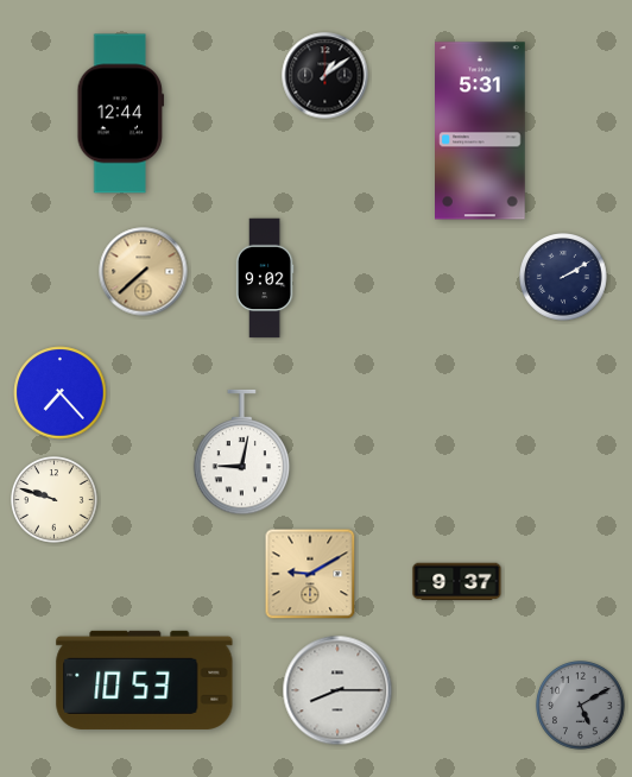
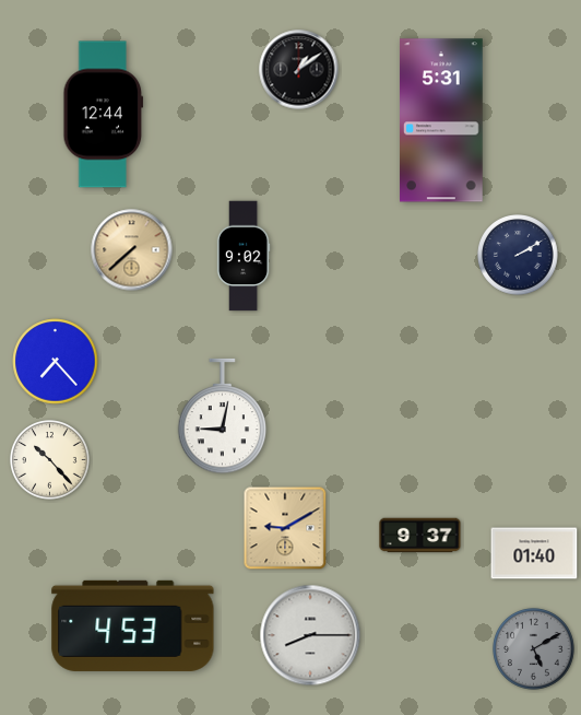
clock at (121, 114) position: (121, 114) -> (104, 115)
clock at (55, 500): 9:48 -> 10:23
clock at (534, 553): none -> 01:40
clock at (145, 680): 10:53 -> 4:53
